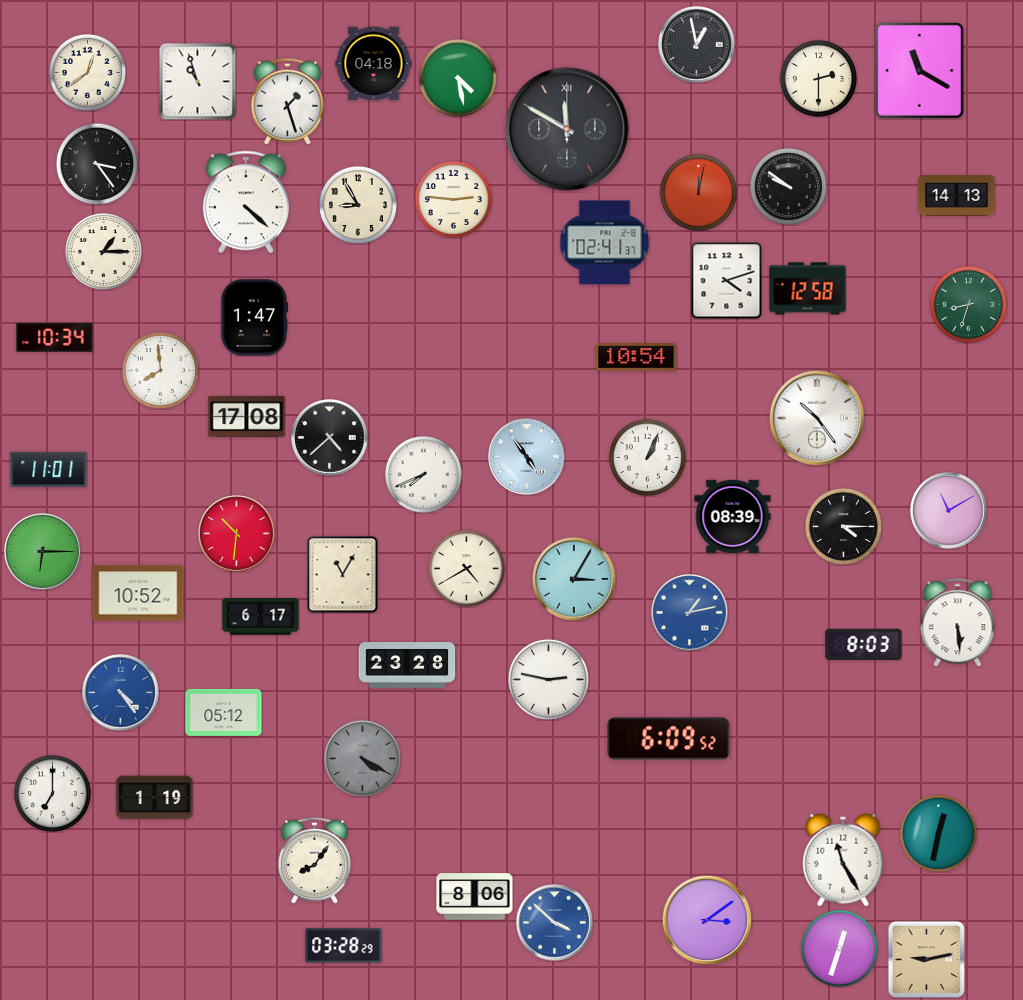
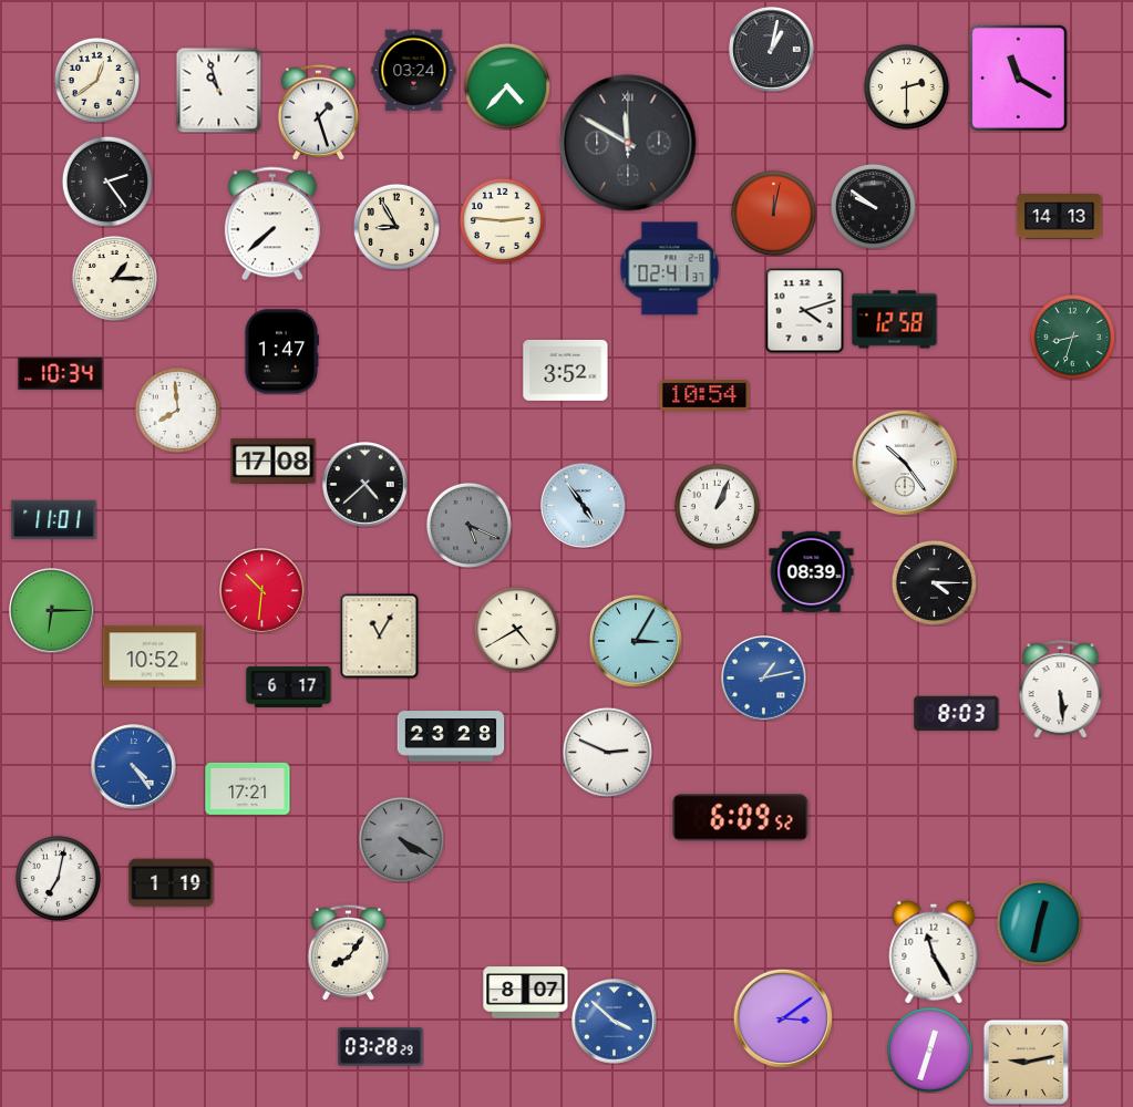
clock at (697, 45): 12:58 -> 1:02
clock at (374, 64): 04:18 -> 03:24
clock at (458, 78): 4:28 -> 4:37
clock at (97, 164): 3:24 -> 2:24
clock at (246, 202): 4:22 -> 7:38
clock at (566, 371): none -> 3:52
clock at (423, 474): 7:41 -> 5:19
clock at (423, 474) dial: white -> grey
clock at (949, 511): 11:10 -> none
clock at (43, 552) position: (43, 552) -> (52, 611)
clock at (261, 616) position: (261, 616) -> (289, 686)
clock at (548, 679): 2:47 -> 2:49
clock at (224, 712): 05:12 -> 17:21
clock at (52, 793): 7:00 -> 7:02
clock at (475, 897): 8:06 -> 8:07
